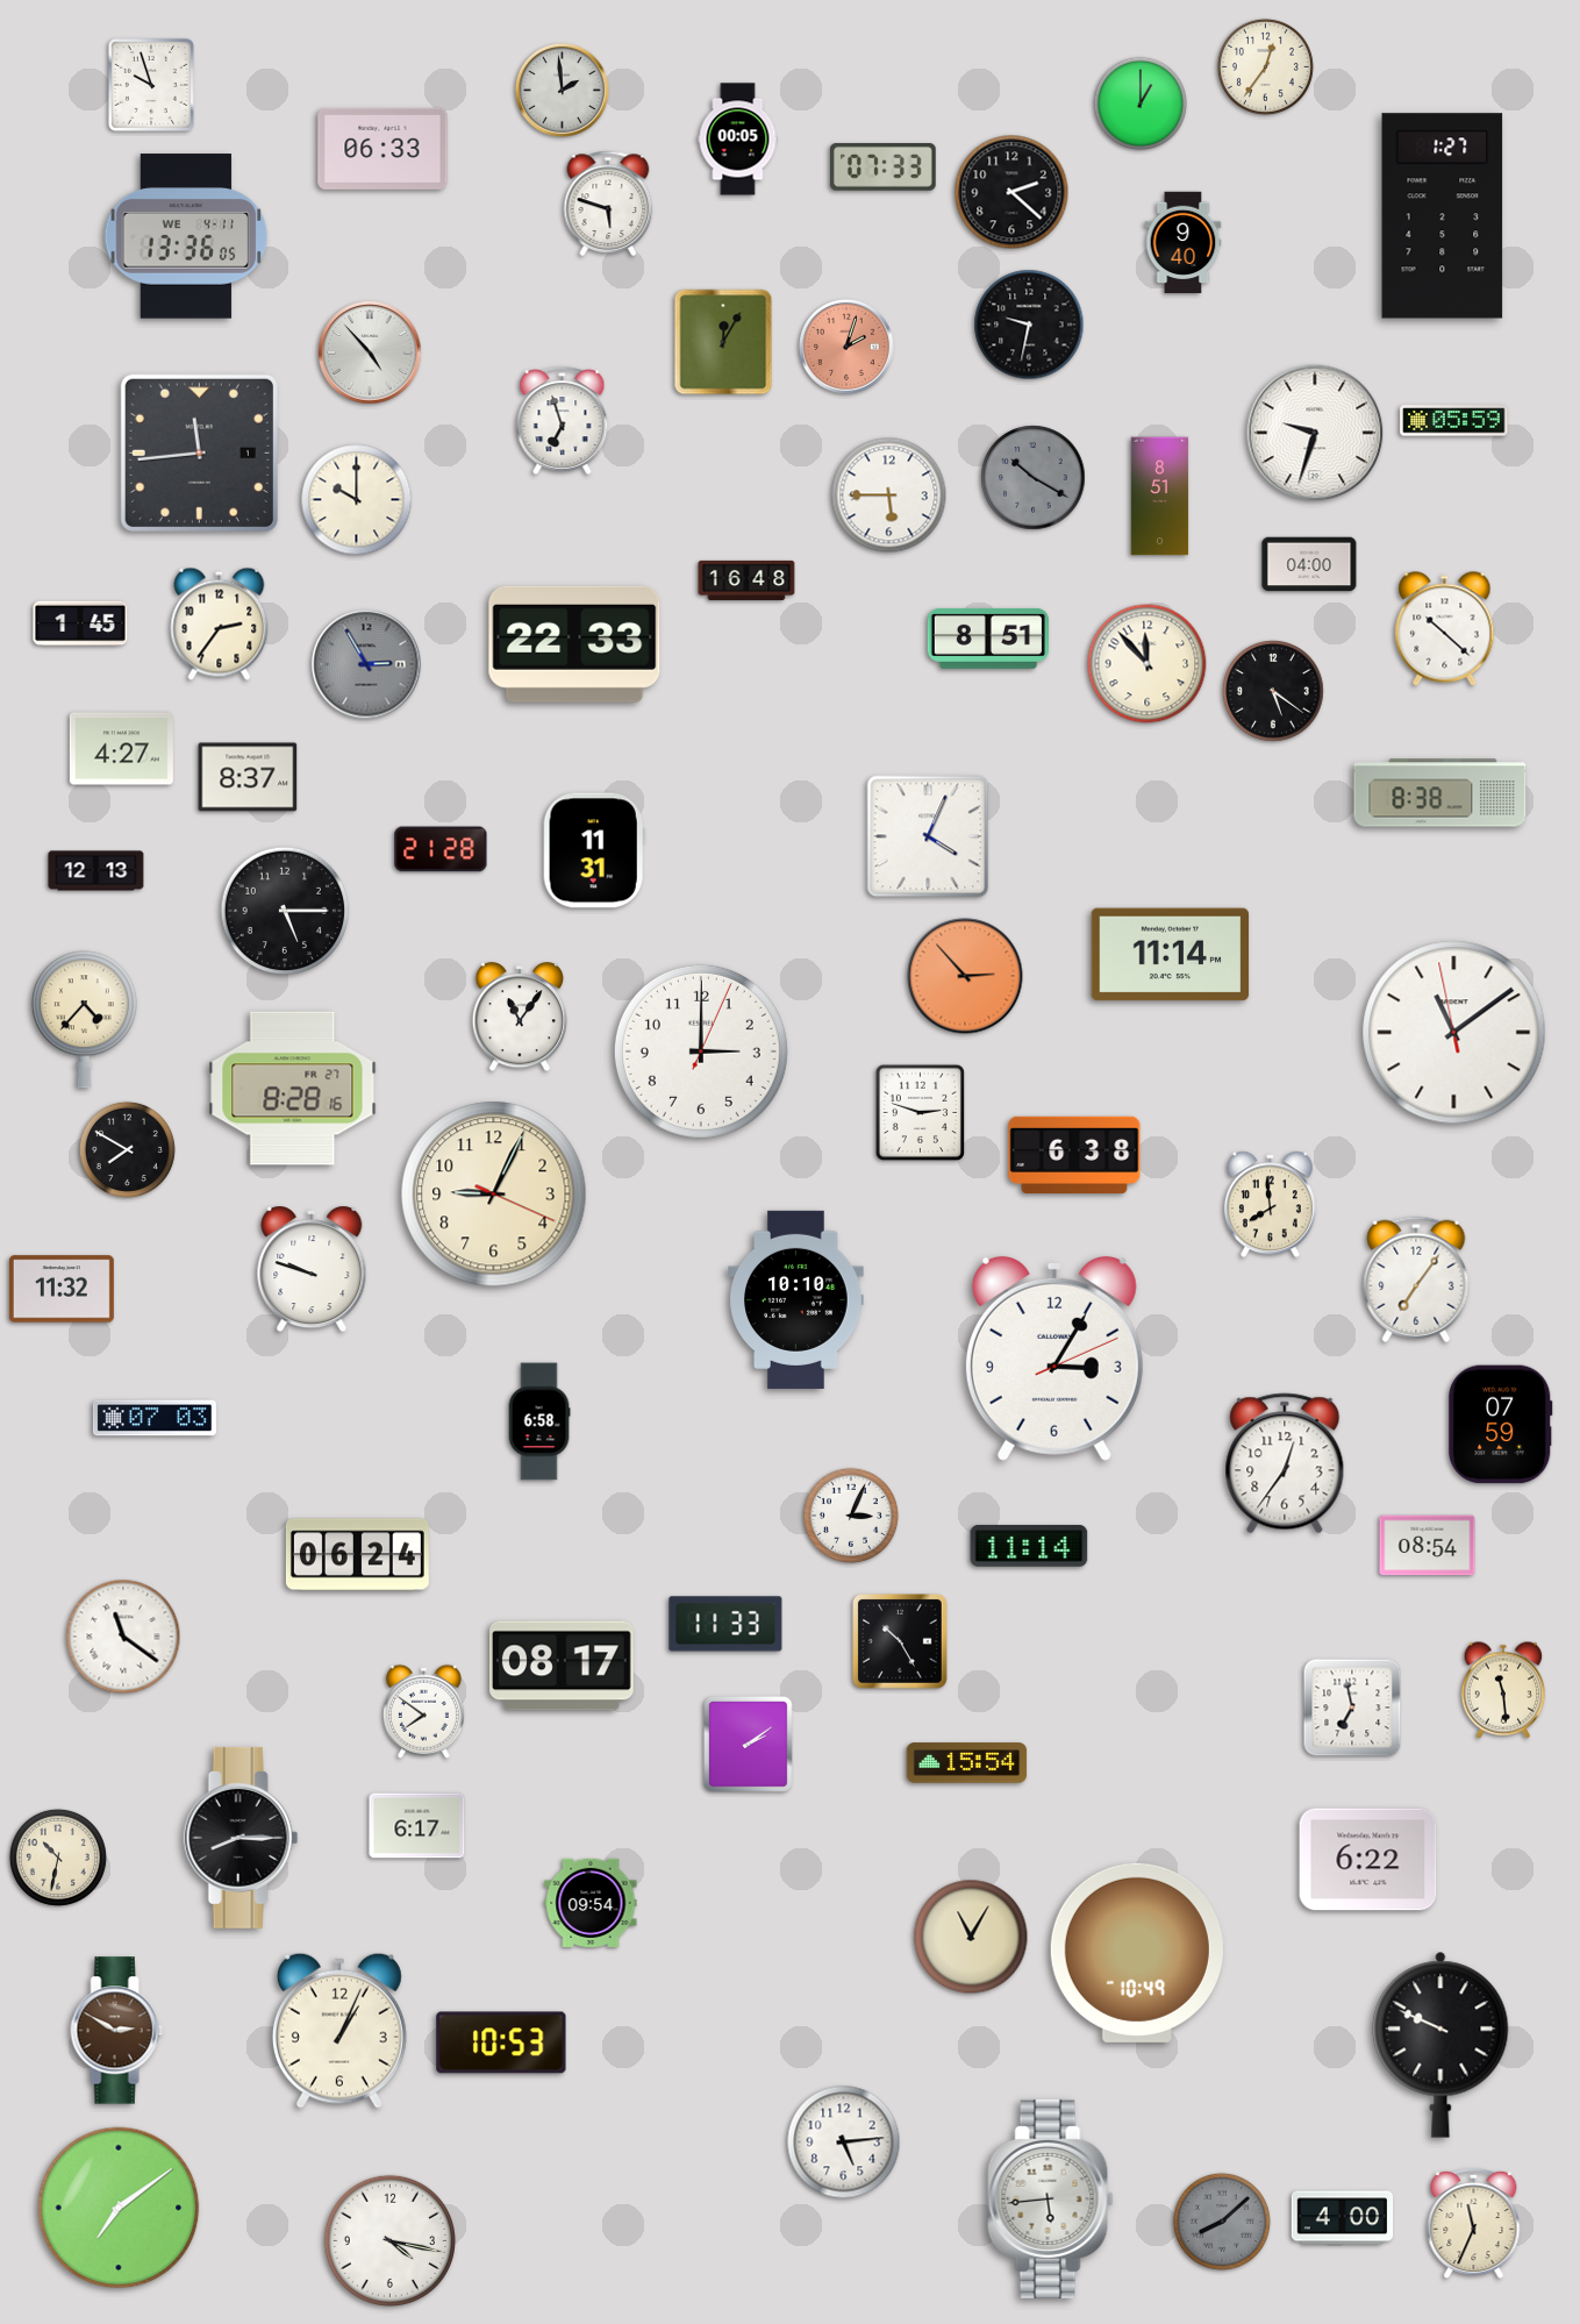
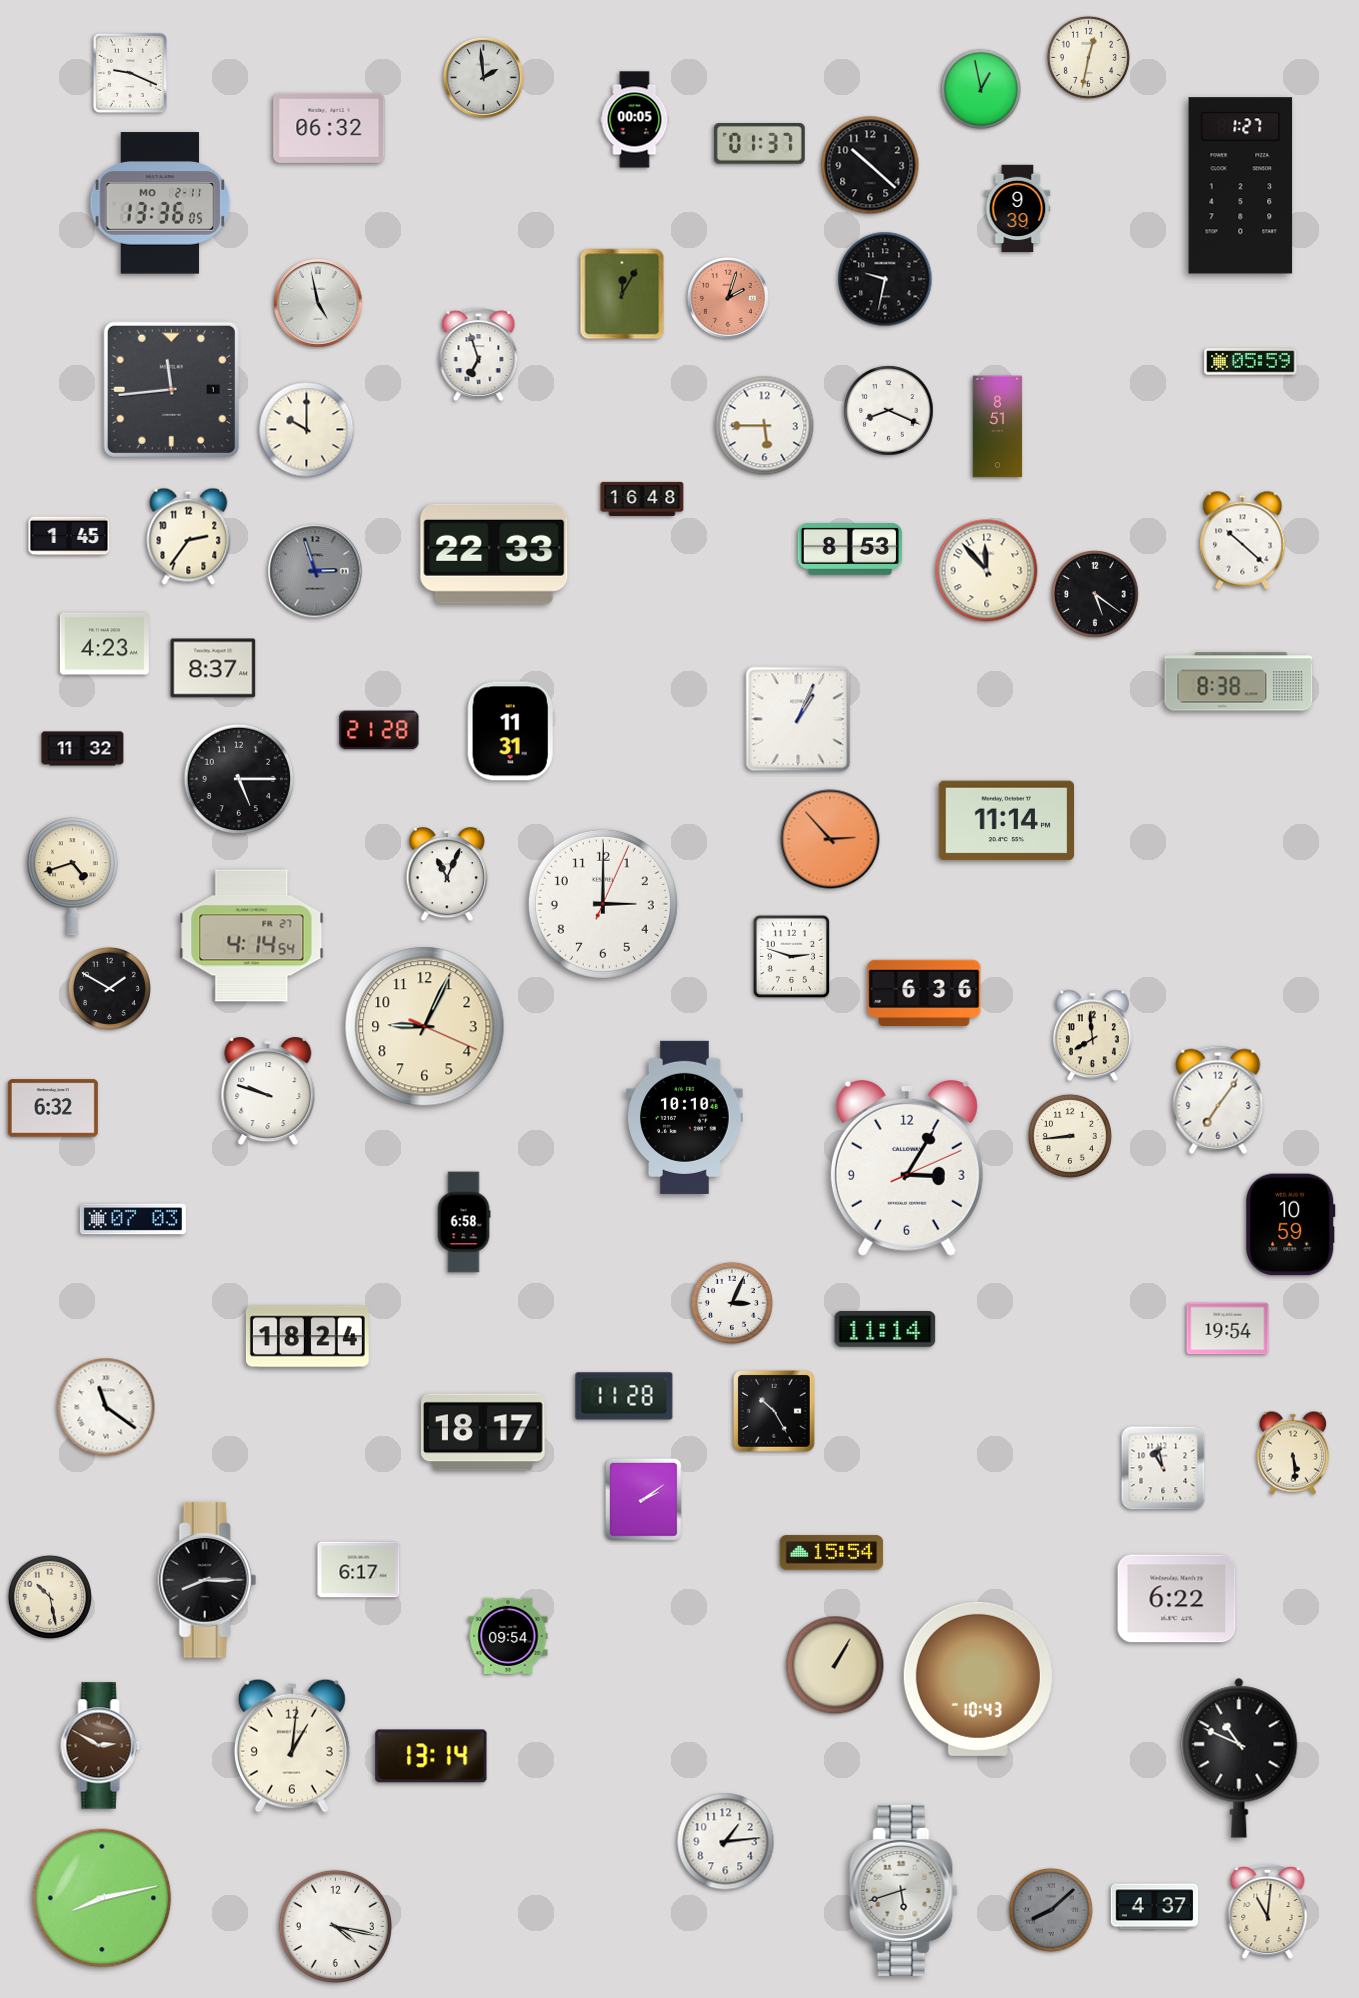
clock at (1265, 66): 12:36 -> 12:32
clock at (151, 85): 9:57 -> 9:19
clock at (1139, 102): 1:00 -> 12:58
clock at (383, 149): 06:33 -> 06:32
clock at (882, 167): 07:33 -> 01:37
clock at (1011, 192): 2:22 -> 10:22
clock at (608, 204): 5:48 -> none
clock at (186, 236) date: WE 4-11 -> MO 2-11
clock at (1184, 243): 9:40 -> 9:39
clock at (370, 352): 4:53 -> 4:58
clock at (563, 421) position: (563, 421) -> (479, 355)
clock at (1315, 433): 9:33 -> none
clock at (1034, 478): 10:20 -> 8:19
clock at (1034, 478) dial: grey -> white
clock at (1309, 564): 04:00 -> none
clock at (988, 639): 8:51 -> 8:53
clock at (366, 664): 2:55 -> 2:57
clock at (121, 749): 4:27 -> 4:23
clock at (928, 836): 4:04 -> 1:04
clock at (96, 871): 12:13 -> 11:32
clock at (285, 911) position: (285, 911) -> (239, 779)
clock at (520, 1018): 11:06 -> 11:04
clock at (84, 1020): 4:37 -> 4:42
clock at (1454, 1033): 11:08 -> none
clock at (293, 1089): 8:28 -> 4:14
clock at (127, 1149): 7:50 -> 1:50
clock at (1074, 1154): 6:38 -> 6:36
clock at (62, 1289): 11:32 -> 6:32
clock at (1070, 1136): none -> 8:44
clock at (1501, 1425): 07:59 -> 10:59
clock at (1285, 1463): 12:36 -> none
clock at (1428, 1546): 08:54 -> 19:54
clock at (357, 1555): 06:24 -> 18:24
clock at (725, 1624): 11:33 -> 11:28
clock at (563, 1666): 08:17 -> 18:17
clock at (1503, 1690): 11:29 -> 5:29
clock at (1352, 1708): 6:58 -> 10:58
clock at (423, 1711): 7:51 -> none
clock at (967, 1763) position: (967, 1763) -> (832, 1553)
clock at (58, 1858): 10:32 -> 10:28
clock at (971, 1937): 11:05 -> 1:05
clock at (1137, 1953): 10:49 -> 10:43
clock at (339, 2031): 1:04 -> 1:01
clock at (501, 2043): 10:53 -> 13:14
clock at (1440, 2045): 9:49 -> 10:49
clock at (844, 2143): 5:14 -> 1:14
clock at (1051, 2198): 5:44 -> 5:42
clock at (119, 2208): 7:09 -> 8:13
clock at (1343, 2218): 4:00 -> 4:37
clock at (1474, 2224): 11:34 -> 11:01
